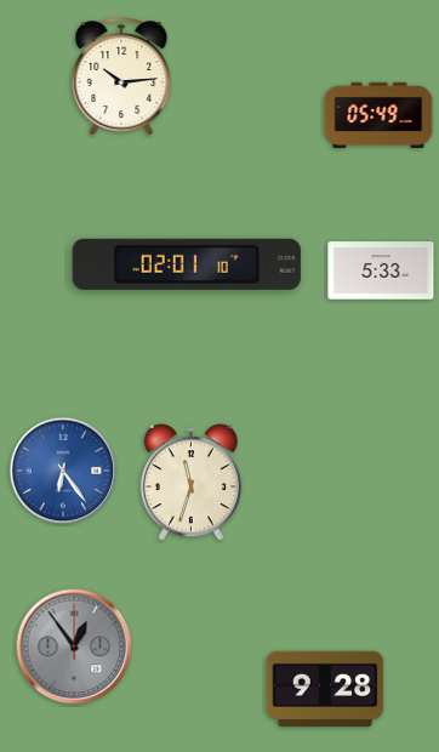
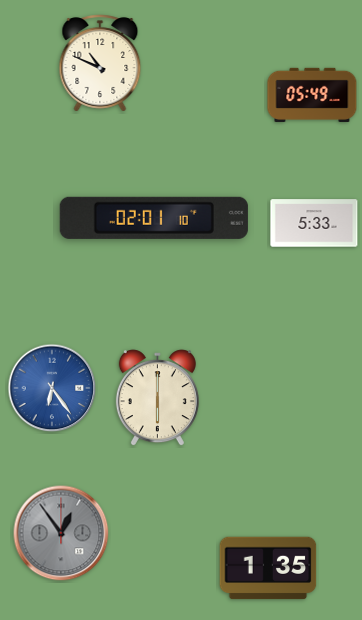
clock at (121, 76): 10:14 -> 10:49
clock at (190, 483): 11:33 -> 6:00
clock at (325, 689): 9:28 -> 1:35
